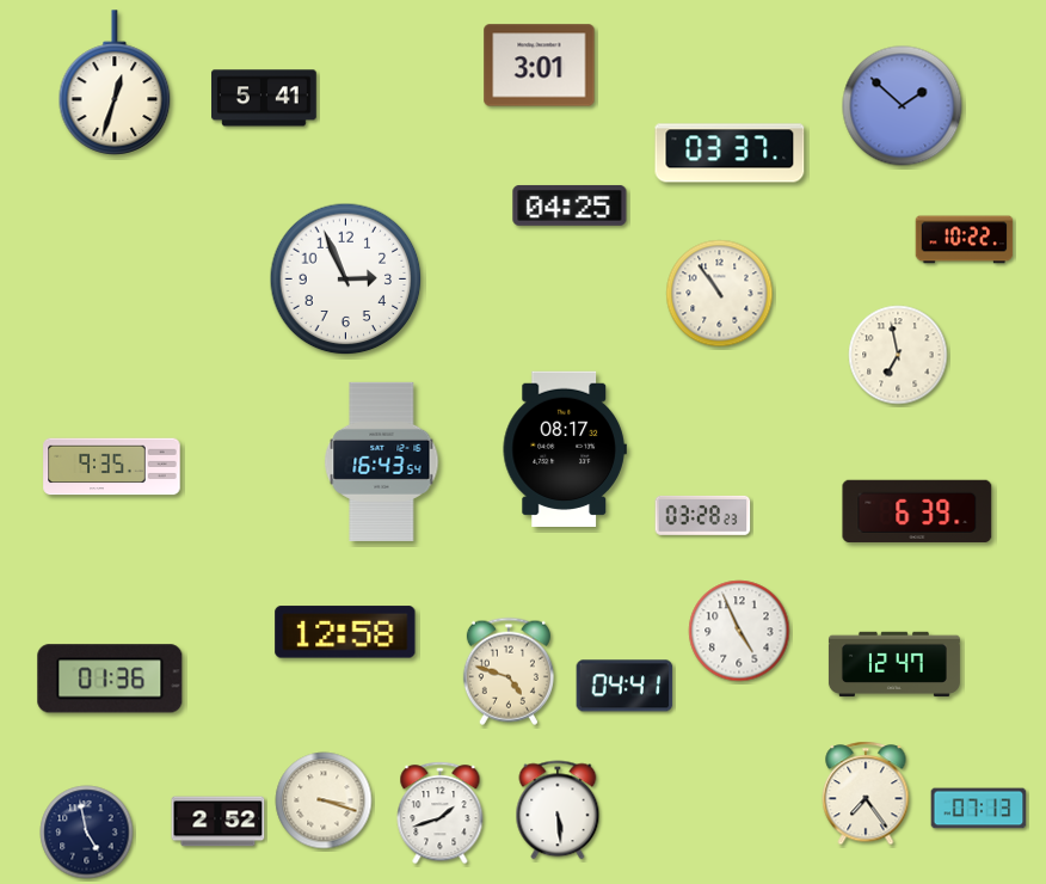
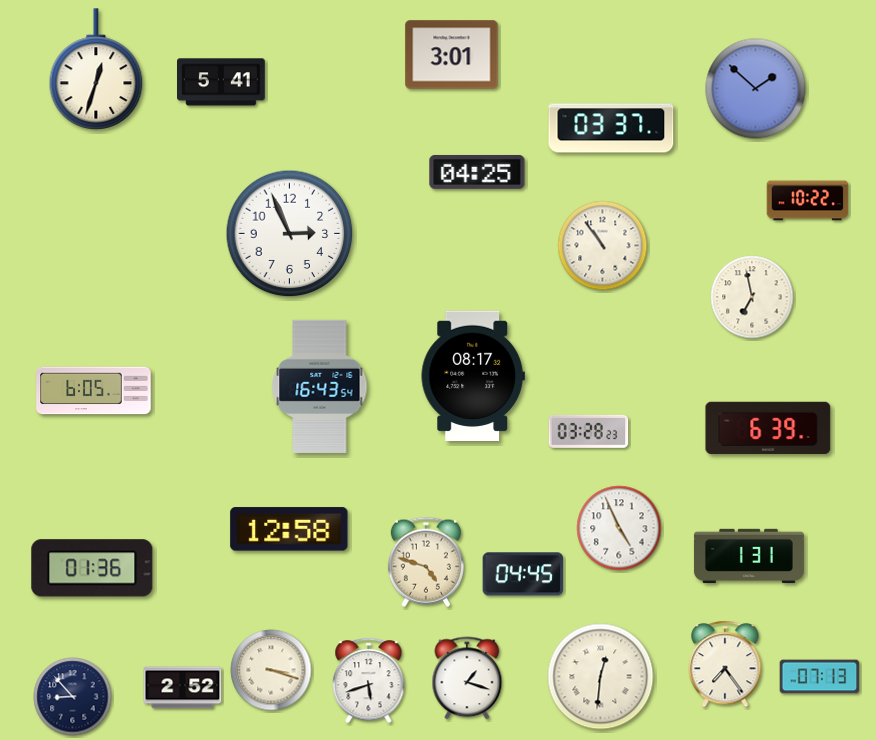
clock at (112, 467): 9:35 -> 6:05
clock at (894, 664): 12:47 -> 1:31
clock at (624, 686): 04:41 -> 04:45
clock at (601, 677): none -> 12:31
clock at (558, 810): 5:29 -> 1:18
clock at (441, 814): 1:42 -> 5:42
clock at (87, 833): 4:58 -> 8:53
